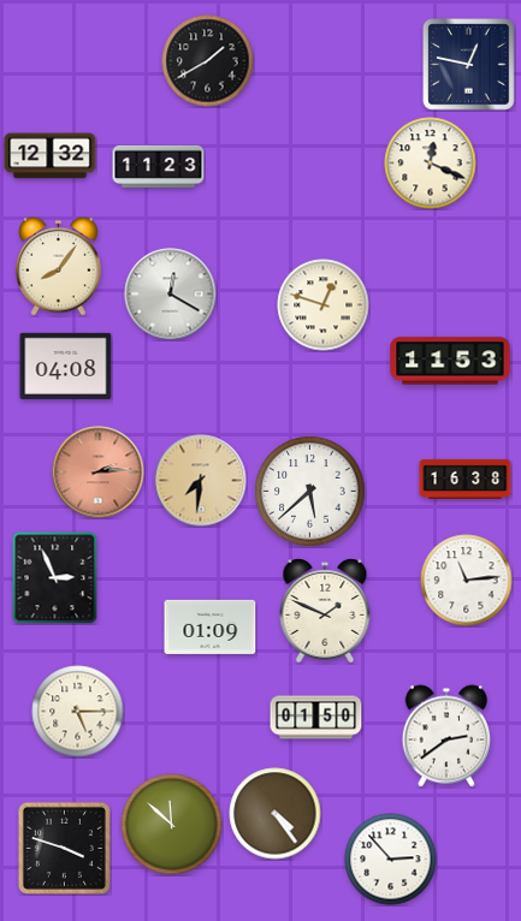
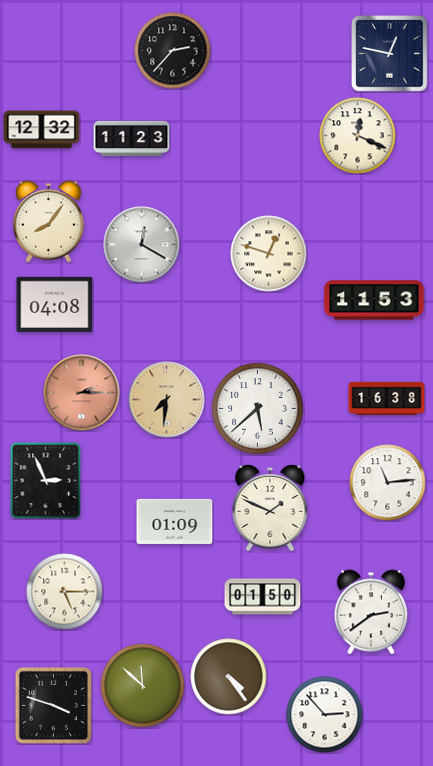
clock at (208, 61): 1:40 -> 2:37
clock at (99, 473): 2:14 -> 2:15
